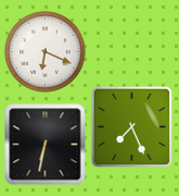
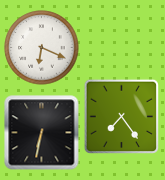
clock at (132, 127): 7:26 -> 7:24
